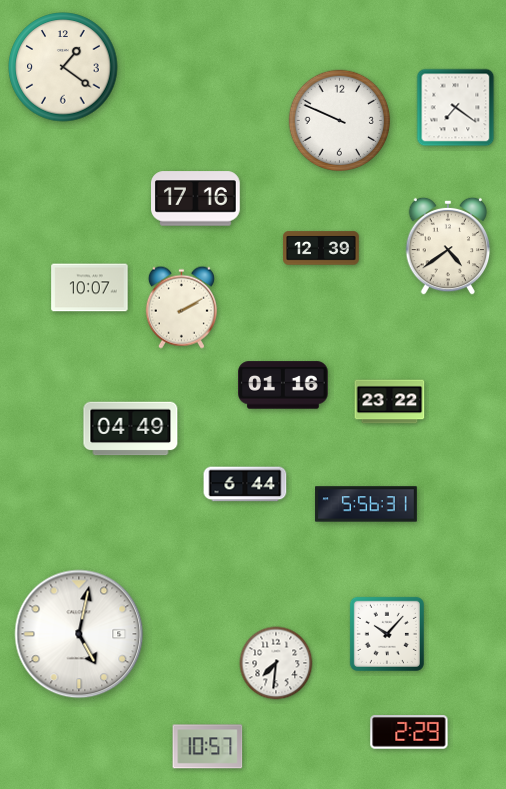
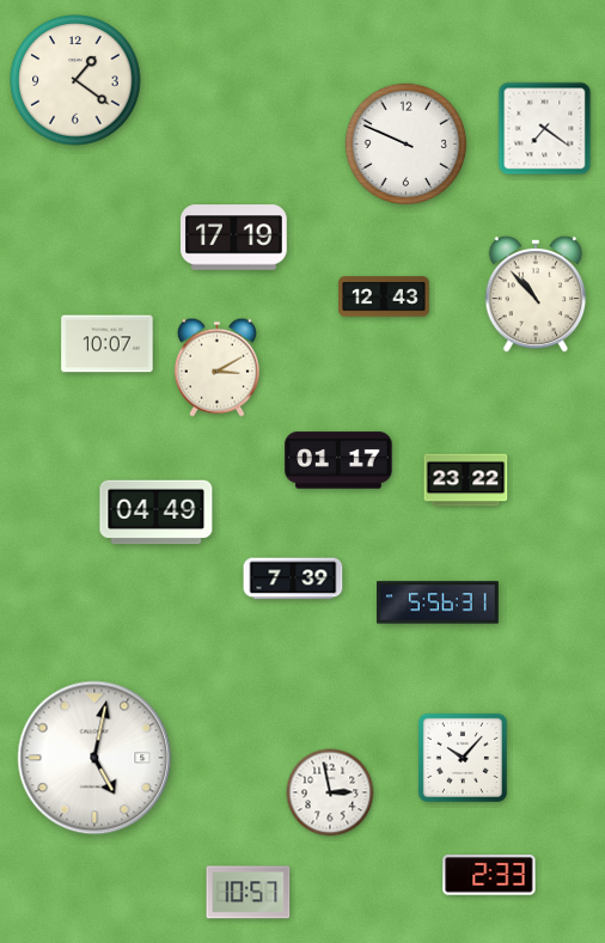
clock at (196, 199): 17:16 -> 17:19
clock at (448, 246): 4:39 -> 10:53
clock at (321, 248): 12:39 -> 12:43
clock at (181, 307): 2:10 -> 3:10
clock at (283, 385): 01:16 -> 01:17
clock at (245, 484): 6:44 -> 7:39
clock at (276, 663): 7:31 -> 2:58
clock at (409, 732): 2:29 -> 2:33
